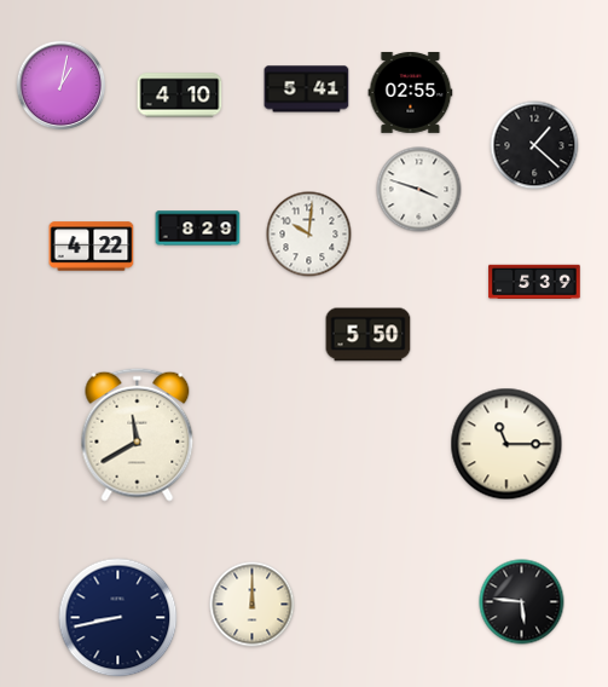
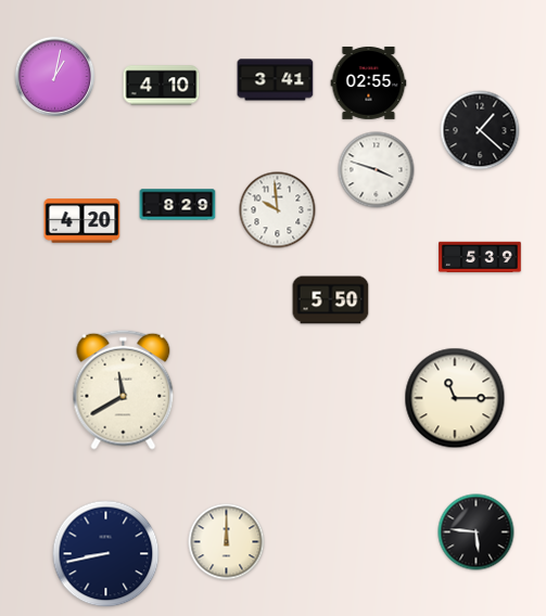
clock at (307, 90): 5:41 -> 3:41
clock at (309, 235): 10:01 -> 9:59
clock at (92, 247): 4:22 -> 4:20
clock at (534, 282) position: (534, 282) -> (480, 257)
clock at (522, 602) position: (522, 602) -> (477, 532)
